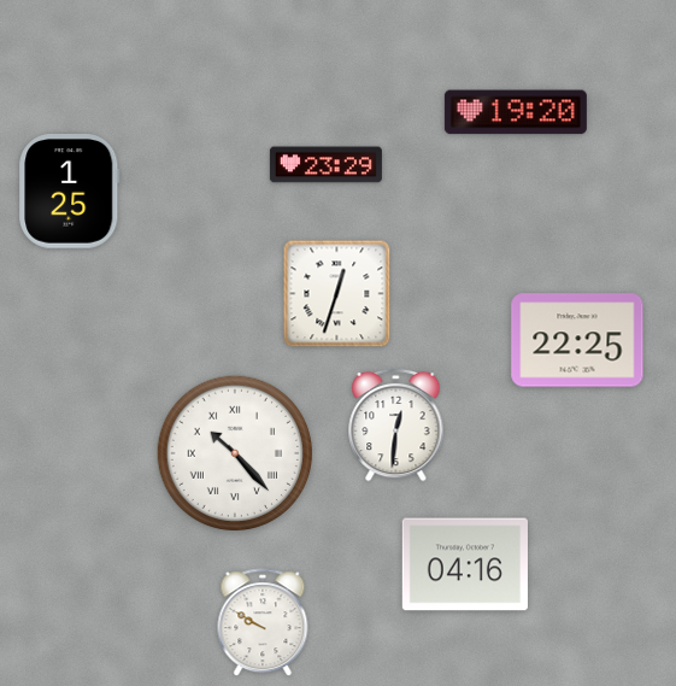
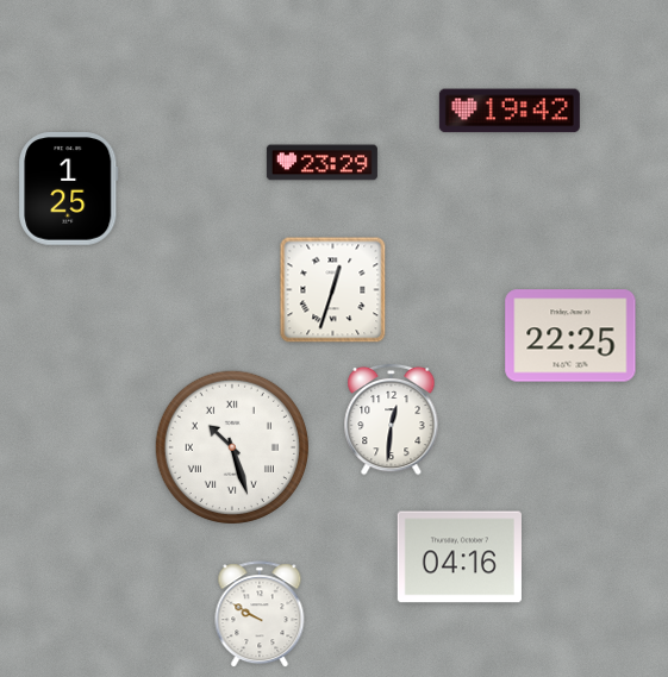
clock at (516, 112): 19:20 -> 19:42
clock at (234, 452): 10:23 -> 10:27
